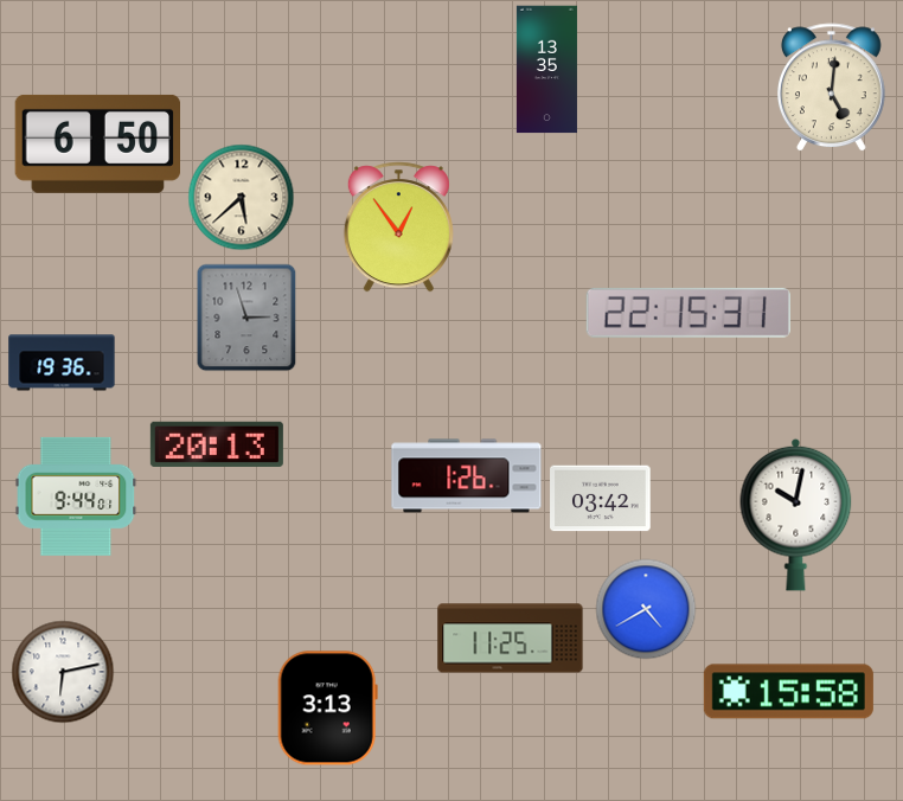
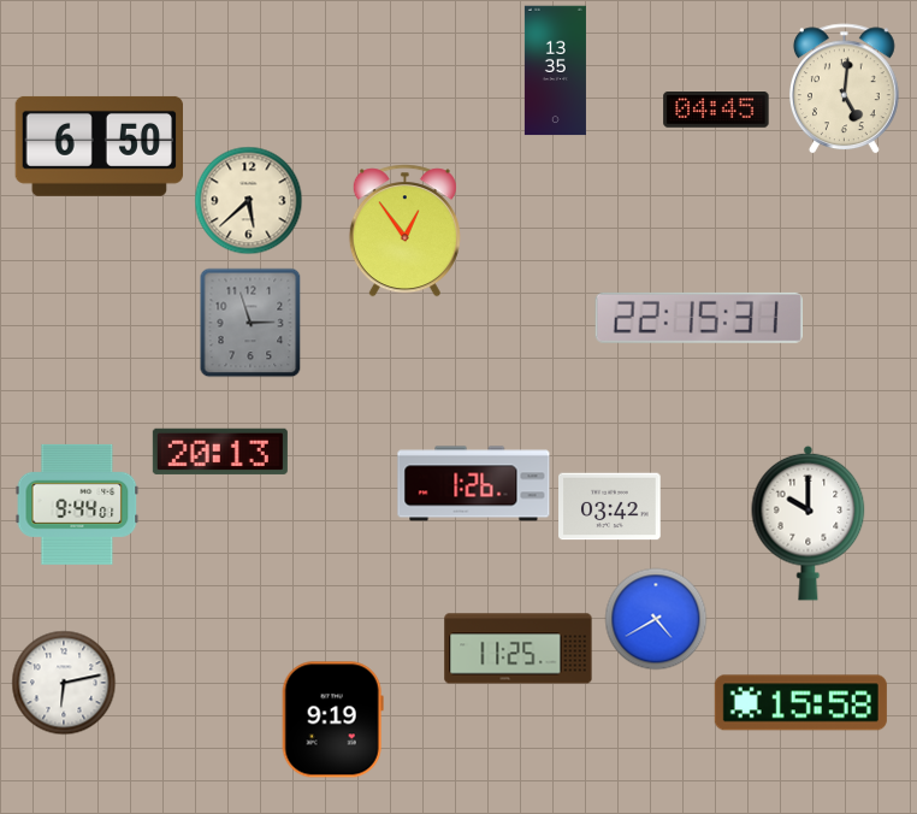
clock at (716, 110): none -> 04:45
clock at (242, 198) position: (242, 198) -> (249, 201)
clock at (62, 363): 19:36 -> none
clock at (796, 514): 10:02 -> 10:00
clock at (327, 709): 3:13 -> 9:19
